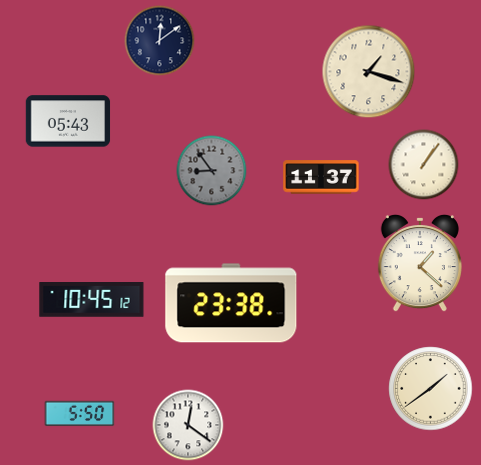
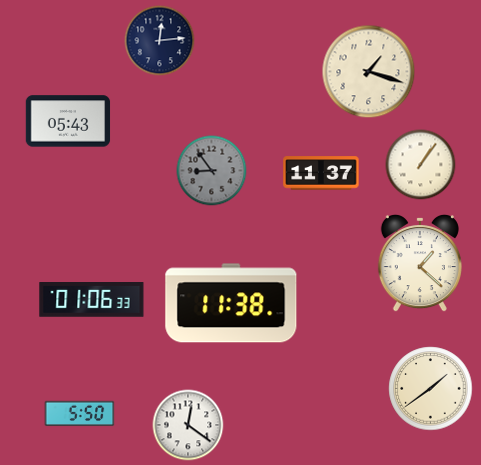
clock at (160, 41): 12:09 -> 12:14
clock at (424, 165) position: (424, 165) -> (421, 165)
clock at (321, 177) position: (321, 177) -> (321, 173)
clock at (92, 300): 10:45 -> 01:06
clock at (231, 303): 23:38 -> 11:38
